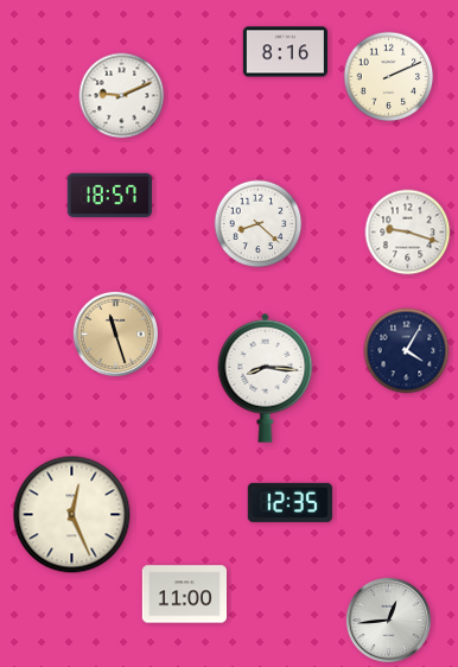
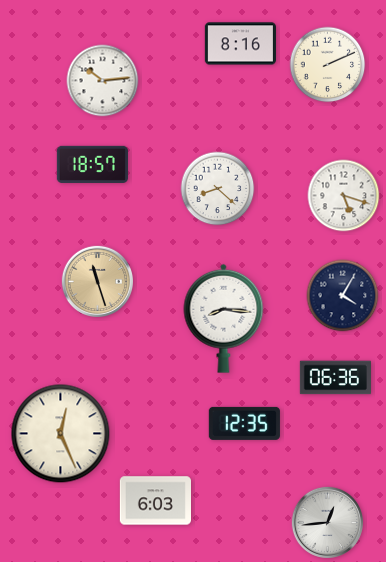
clock at (122, 96): 9:11 -> 10:14
clock at (408, 233): 9:18 -> 5:18
clock at (335, 378): none -> 06:36
clock at (184, 595): 11:00 -> 6:03
